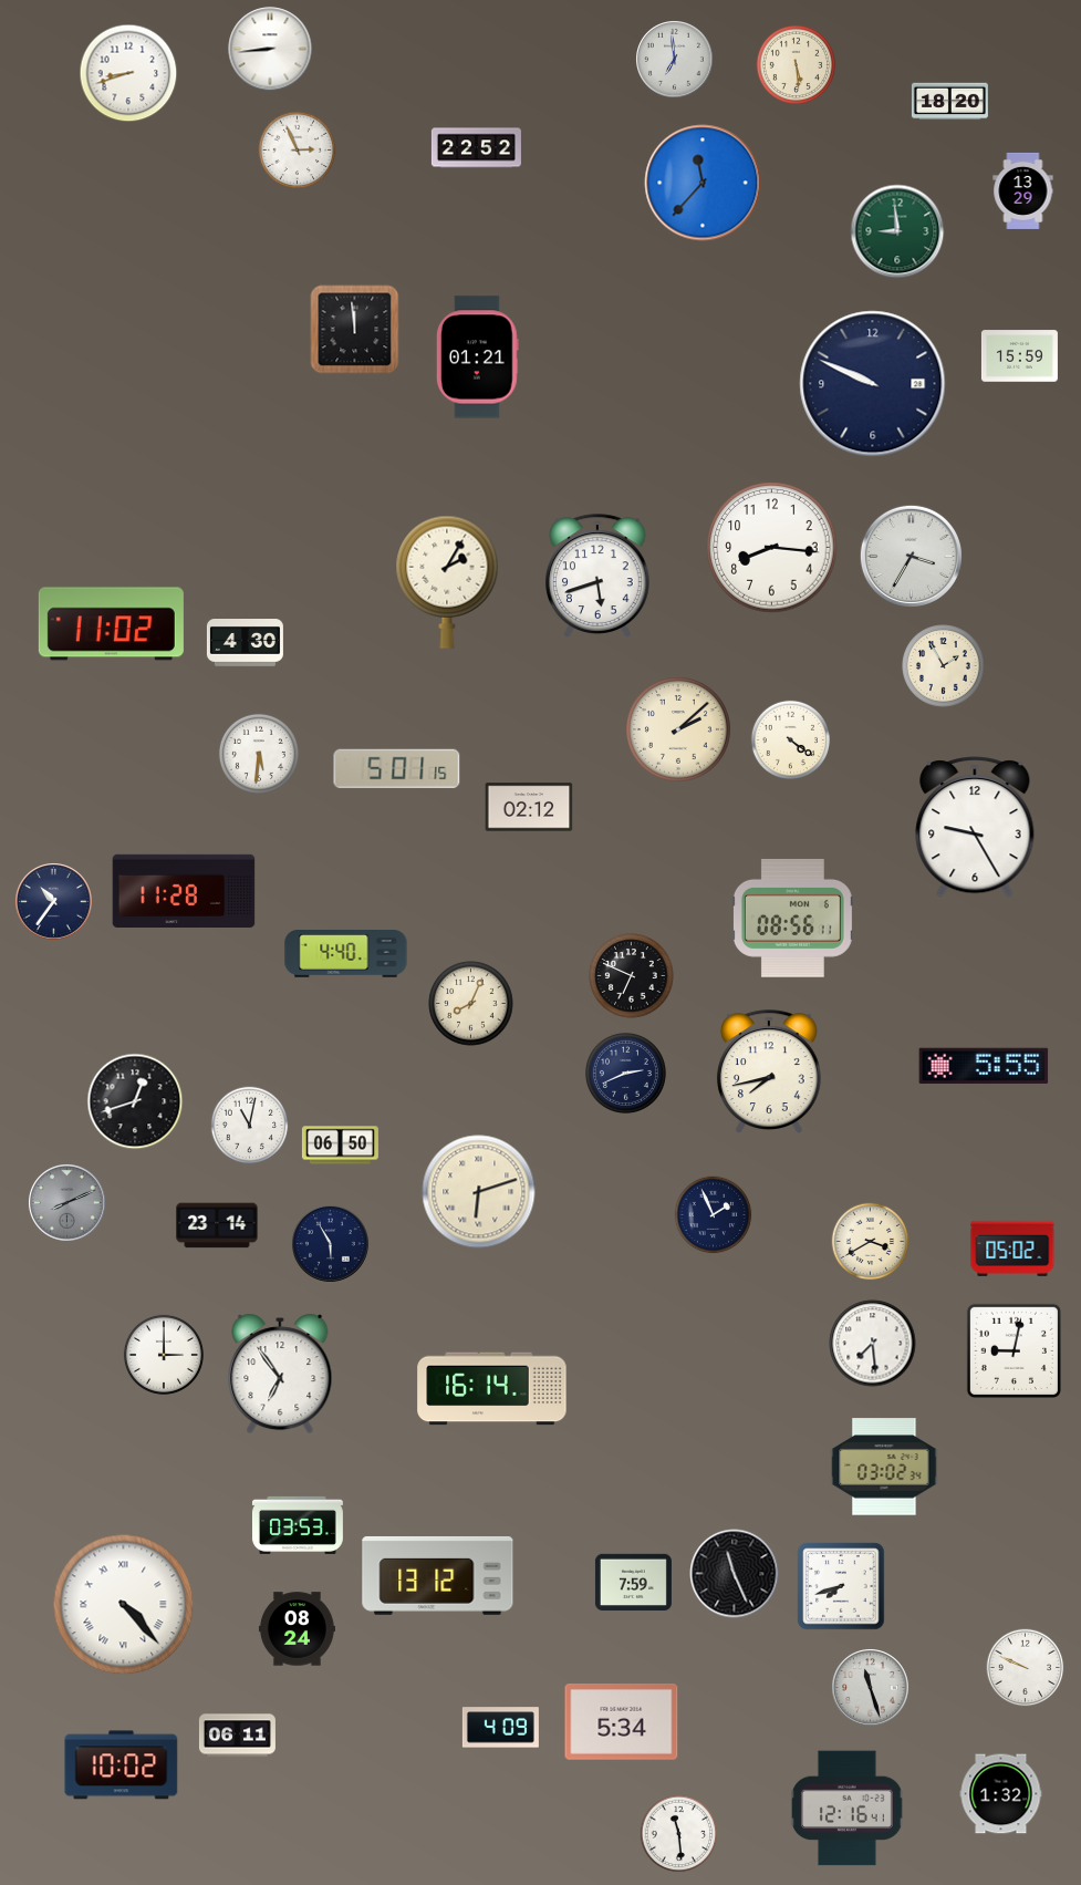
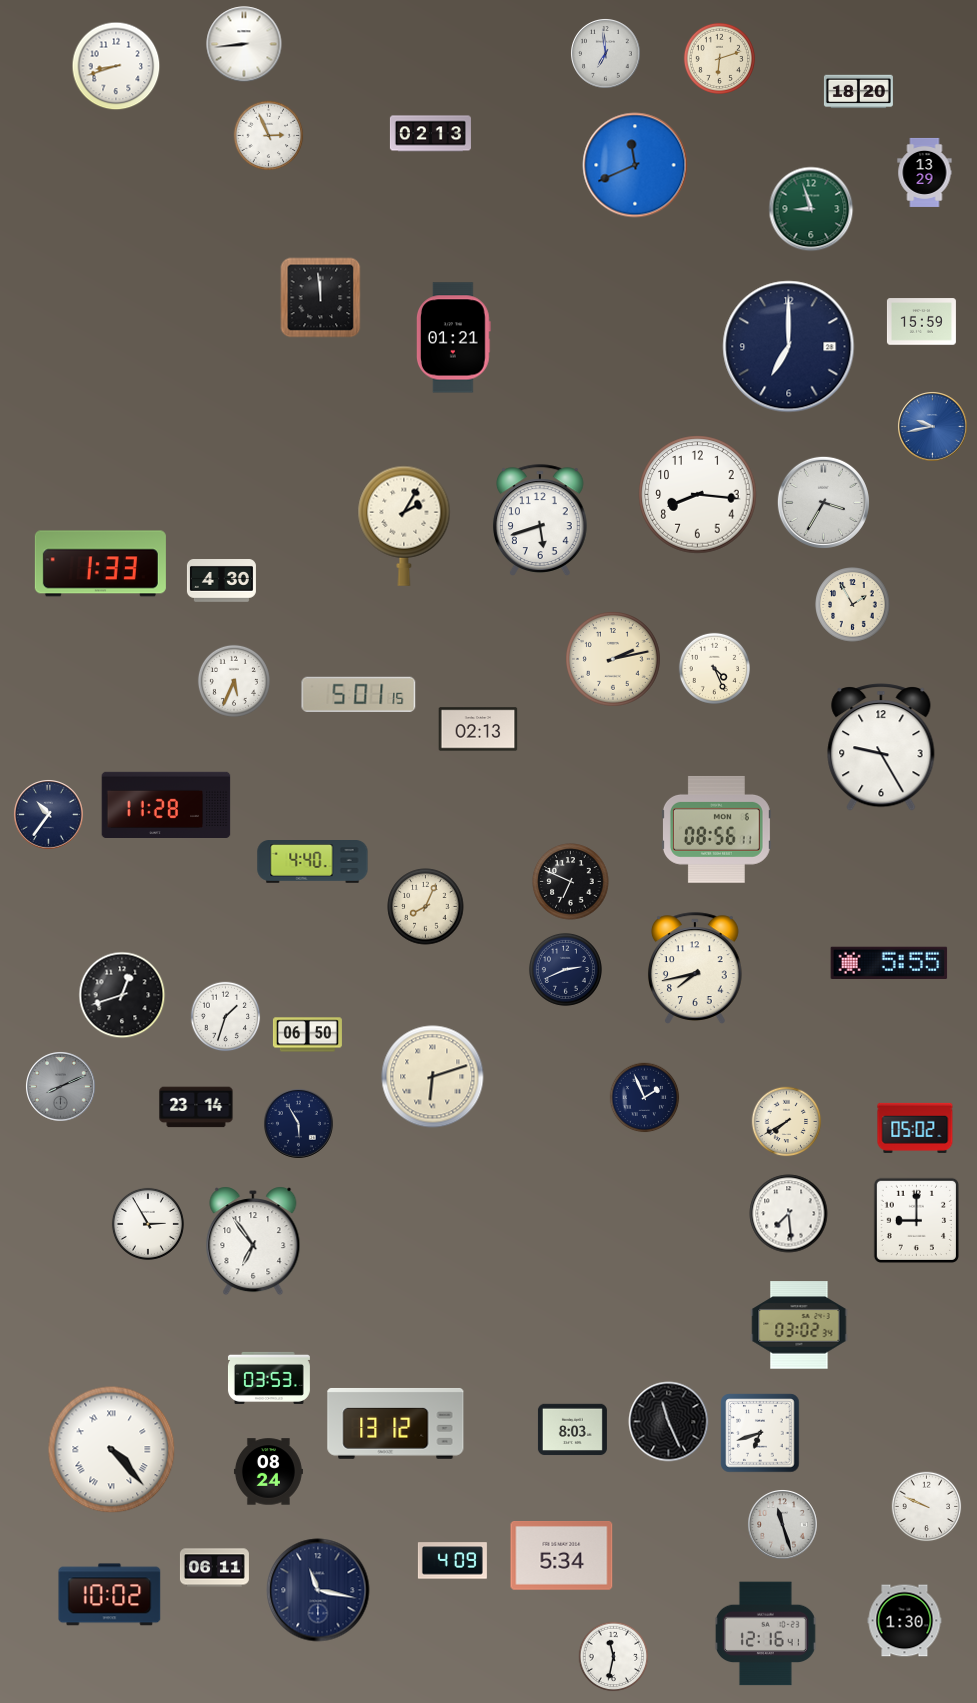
clock at (675, 60) position: (675, 60) -> (606, 54)
clock at (796, 64): 5:29 -> 6:12
clock at (476, 148): 22:52 -> 02:13
clock at (703, 183): 11:37 -> 11:41
clock at (897, 231): 8:59 -> 8:57
clock at (477, 358) position: (477, 358) -> (453, 338)
clock at (873, 384): 9:49 -> 7:00
clock at (933, 427): none -> 9:43
clock at (111, 624): 11:02 -> 1:33
clock at (944, 666) position: (944, 666) -> (853, 605)
clock at (679, 731): 2:08 -> 2:13
clock at (790, 739): 4:21 -> 4:26
clock at (259, 754): 5:31 -> 5:34
clock at (529, 807): 02:12 -> 02:13
clock at (250, 1126): 11:02 -> 1:33
clock at (871, 1242): 3:40 -> 7:40
clock at (1014, 1350): 9:02 -> 9:00
clock at (164, 1355): 3:00 -> 2:55
clock at (492, 1389): 16:14 -> none
clock at (735, 1574) position: (735, 1574) -> (669, 1422)
clock at (633, 1583): 7:59 -> 8:03
clock at (841, 1586): 7:42 -> 6:42
clock at (871, 1688) position: (871, 1688) -> (783, 1525)
clock at (318, 1590): none -> 11:17
clock at (1001, 1794): 1:32 -> 1:30
clock at (679, 1834): 11:29 -> 11:32
